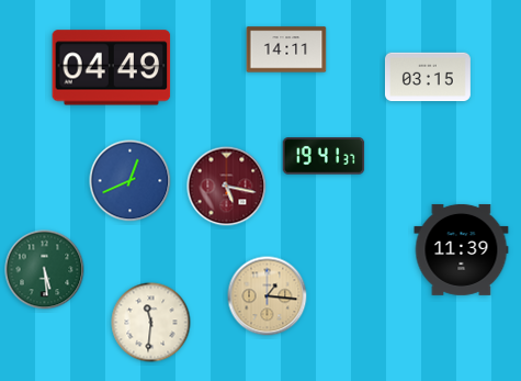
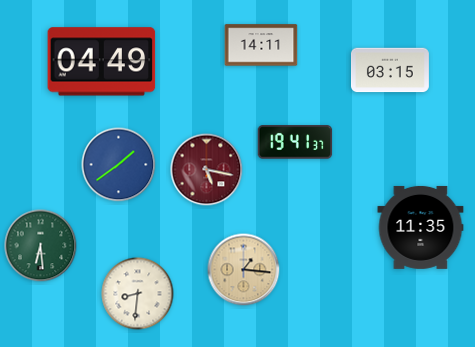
clock at (131, 181): 12:41 -> 1:39
clock at (462, 249): 11:39 -> 11:35
clock at (45, 270): 5:29 -> 6:29
clock at (151, 323): 11:31 -> 8:31
